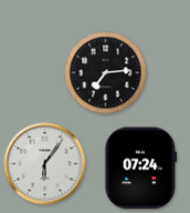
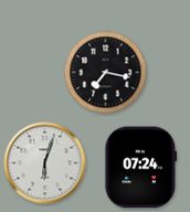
clock at (106, 73): 7:14 -> 7:17
clock at (45, 164): 6:06 -> 6:03
